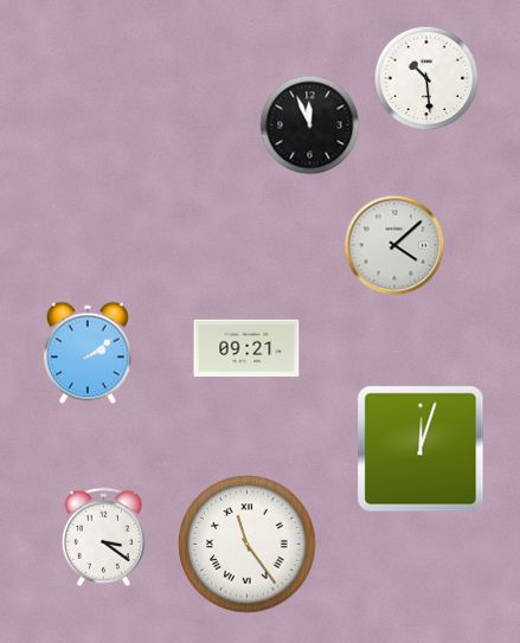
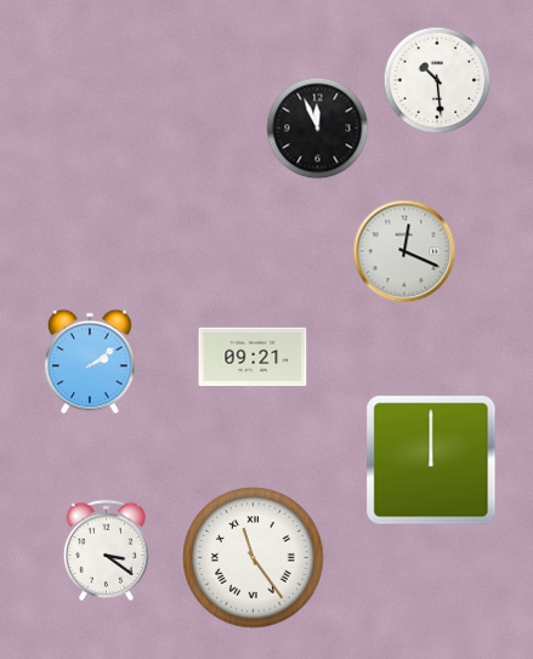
clock at (394, 245): 4:08 -> 12:19
clock at (421, 449): 12:03 -> 12:00
